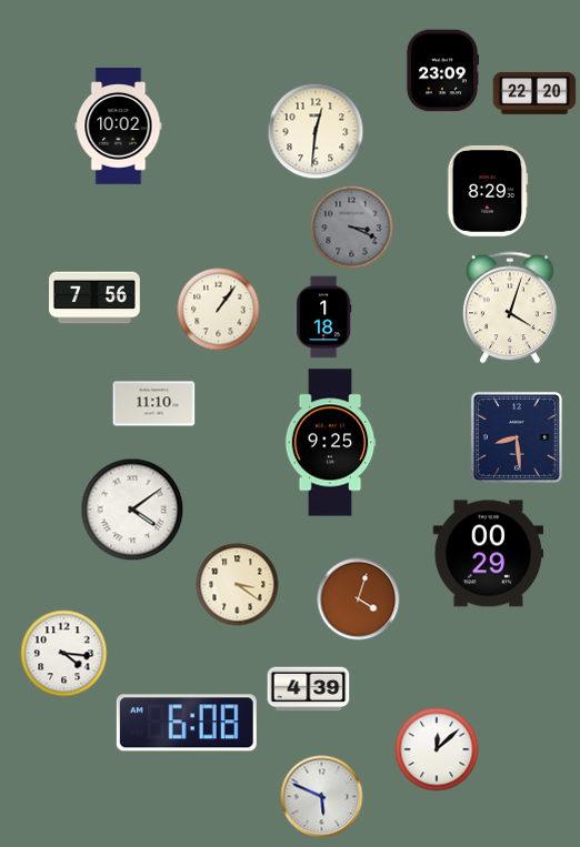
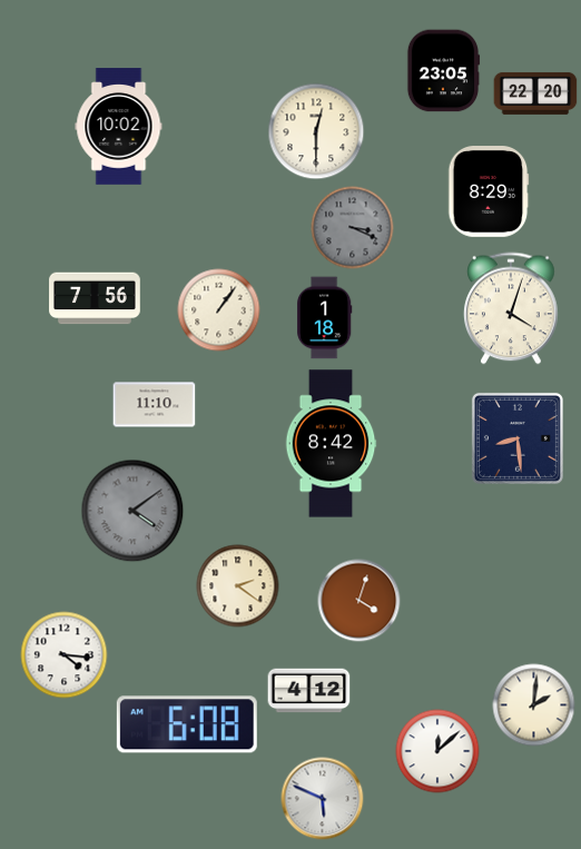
clock at (442, 71): 23:09 -> 23:05
clock at (316, 131): 12:31 -> 12:30
clock at (330, 443): 9:25 -> 8:42
clock at (132, 510) dial: white -> grey
clock at (489, 554): 00:29 -> none
clock at (238, 585): 3:21 -> 2:21
clock at (309, 689): 4:39 -> 4:12
clock at (534, 705): none -> 2:01
